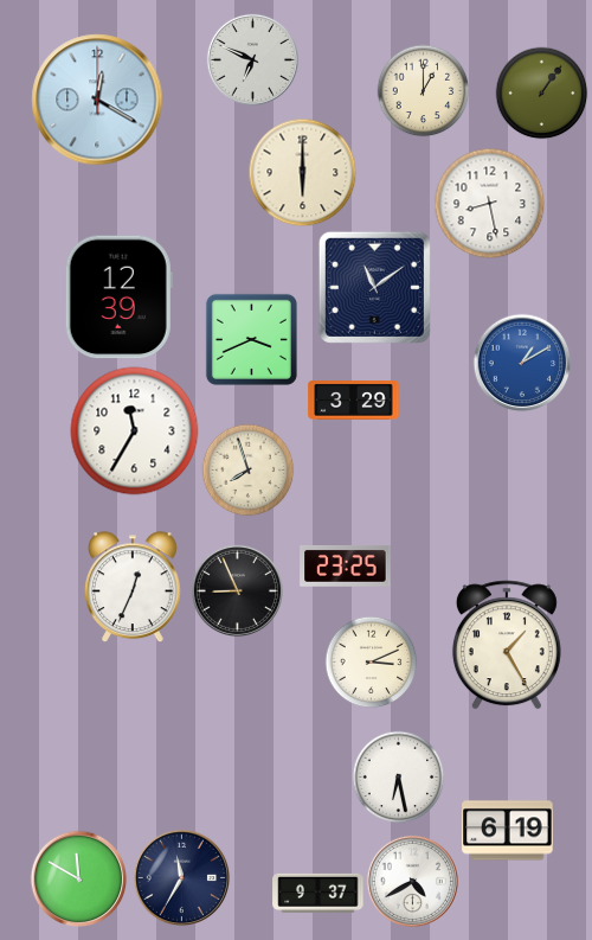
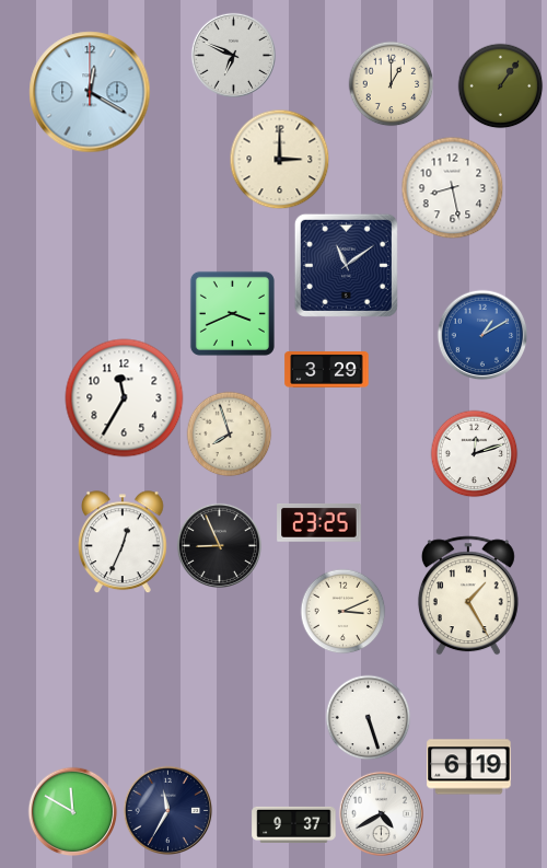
clock at (302, 172): 6:00 -> 3:00
clock at (118, 298): 12:39 -> none
clock at (474, 453): none -> 12:12
clock at (398, 776): 6:28 -> 5:27
